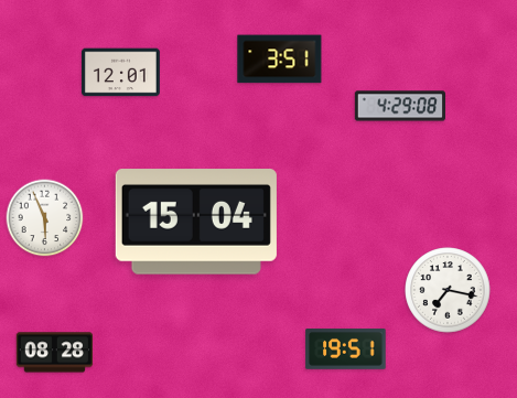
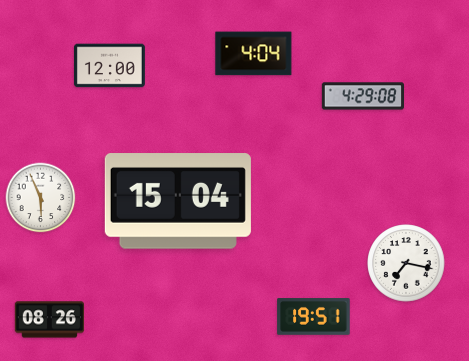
clock at (280, 60): 3:51 -> 4:04
clock at (120, 73): 12:01 -> 12:00
clock at (54, 353): 08:28 -> 08:26
